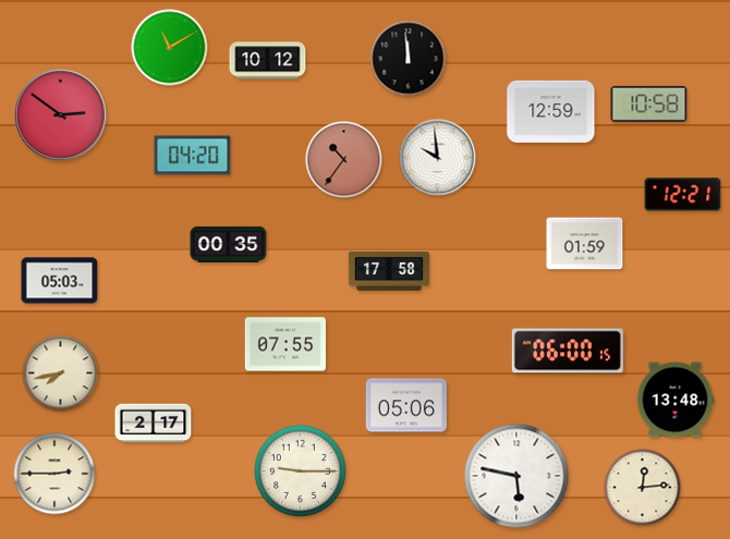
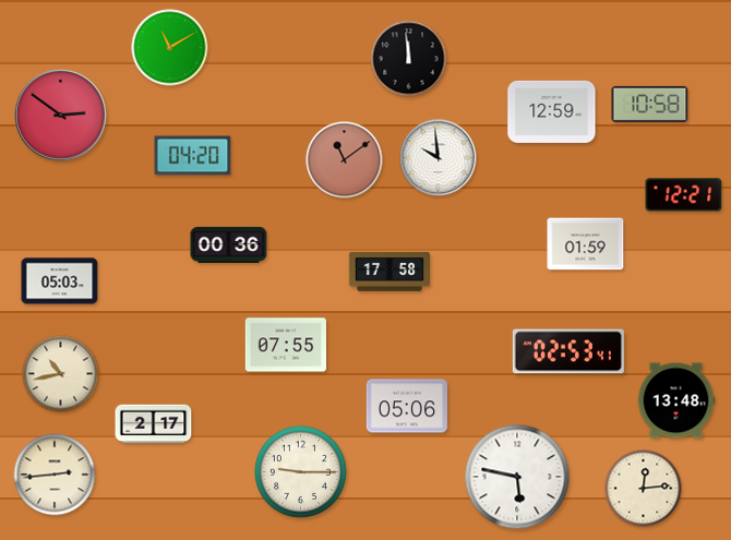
clock at (268, 61): 10:12 -> none
clock at (344, 160): 10:36 -> 11:09
clock at (229, 244): 00:35 -> 00:36
clock at (568, 351): 06:00 -> 02:53
clock at (61, 373): 7:43 -> 10:43
clock at (54, 474): 2:45 -> 2:44
